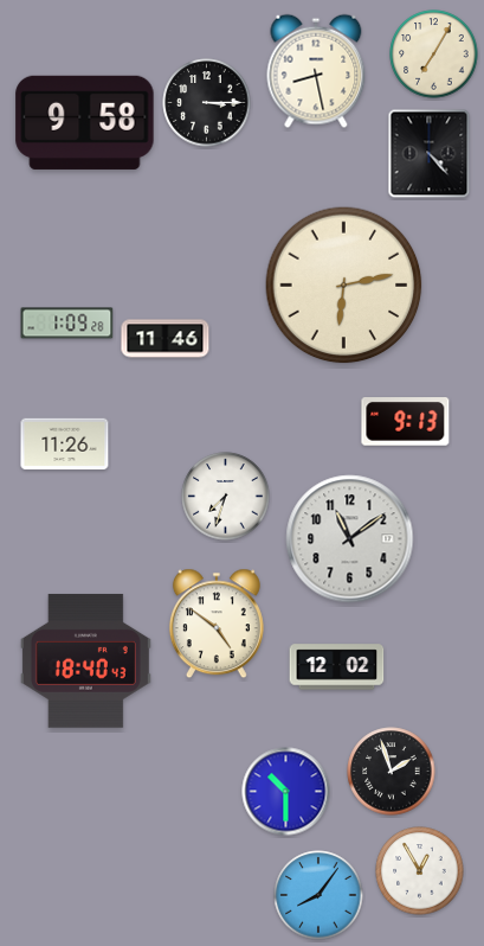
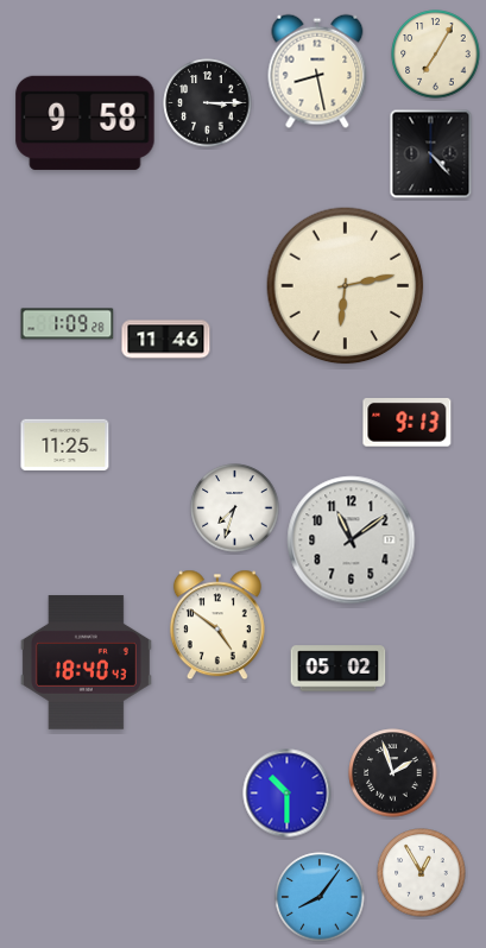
clock at (65, 445): 11:26 -> 11:25
clock at (226, 497) position: (226, 497) -> (235, 508)
clock at (337, 667): 12:02 -> 05:02
